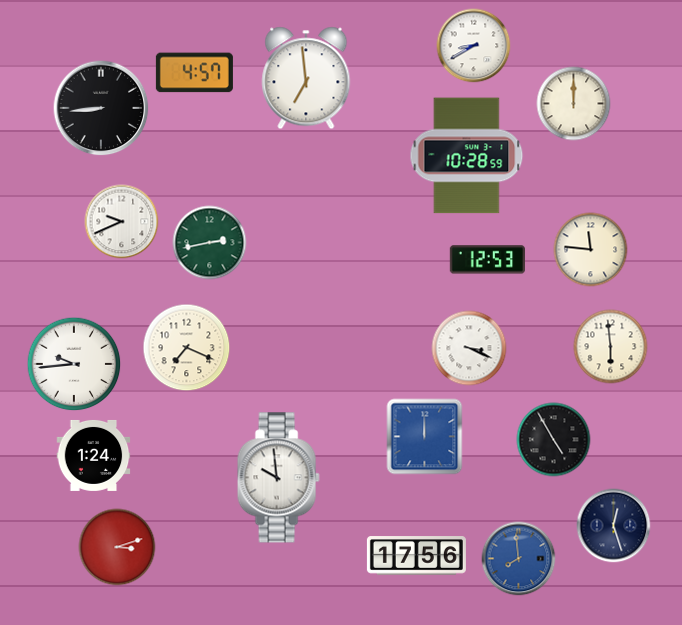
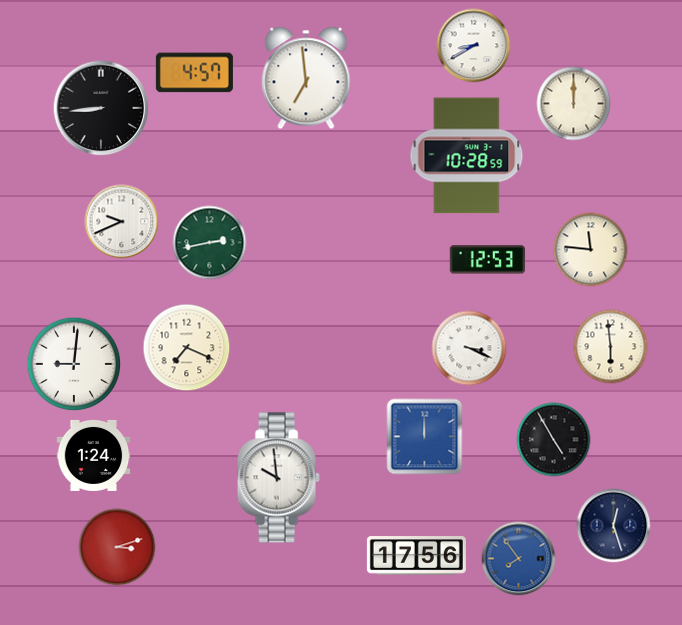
clock at (74, 364): 9:44 -> 9:01
clock at (519, 559): 7:59 -> 7:54
